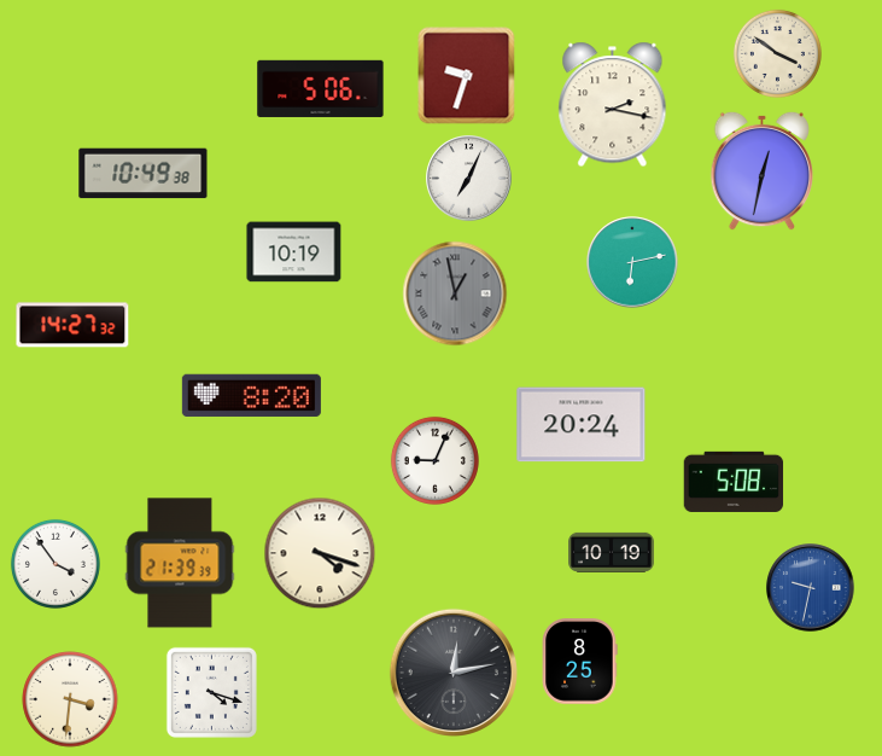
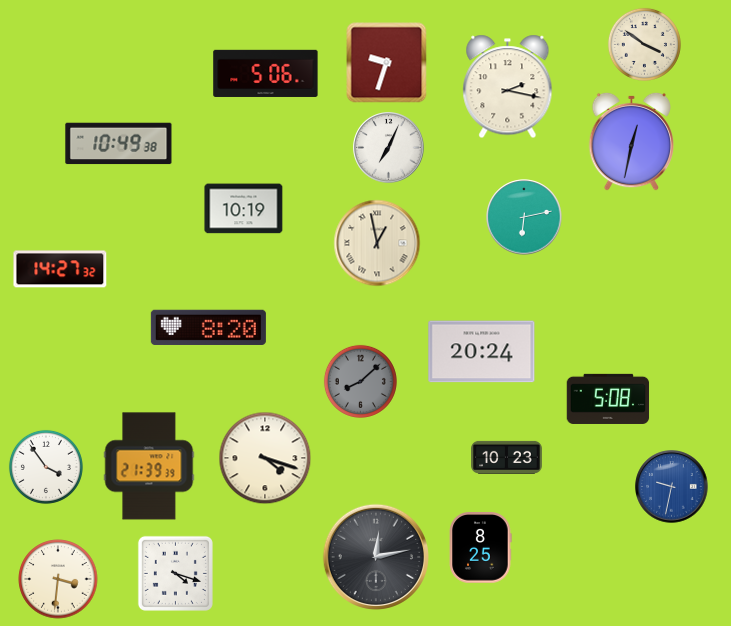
clock at (455, 293) dial: grey -> cream
clock at (434, 460): 9:04 -> 8:08
clock at (434, 460) dial: white -> grey
clock at (612, 552): 10:19 -> 10:23
